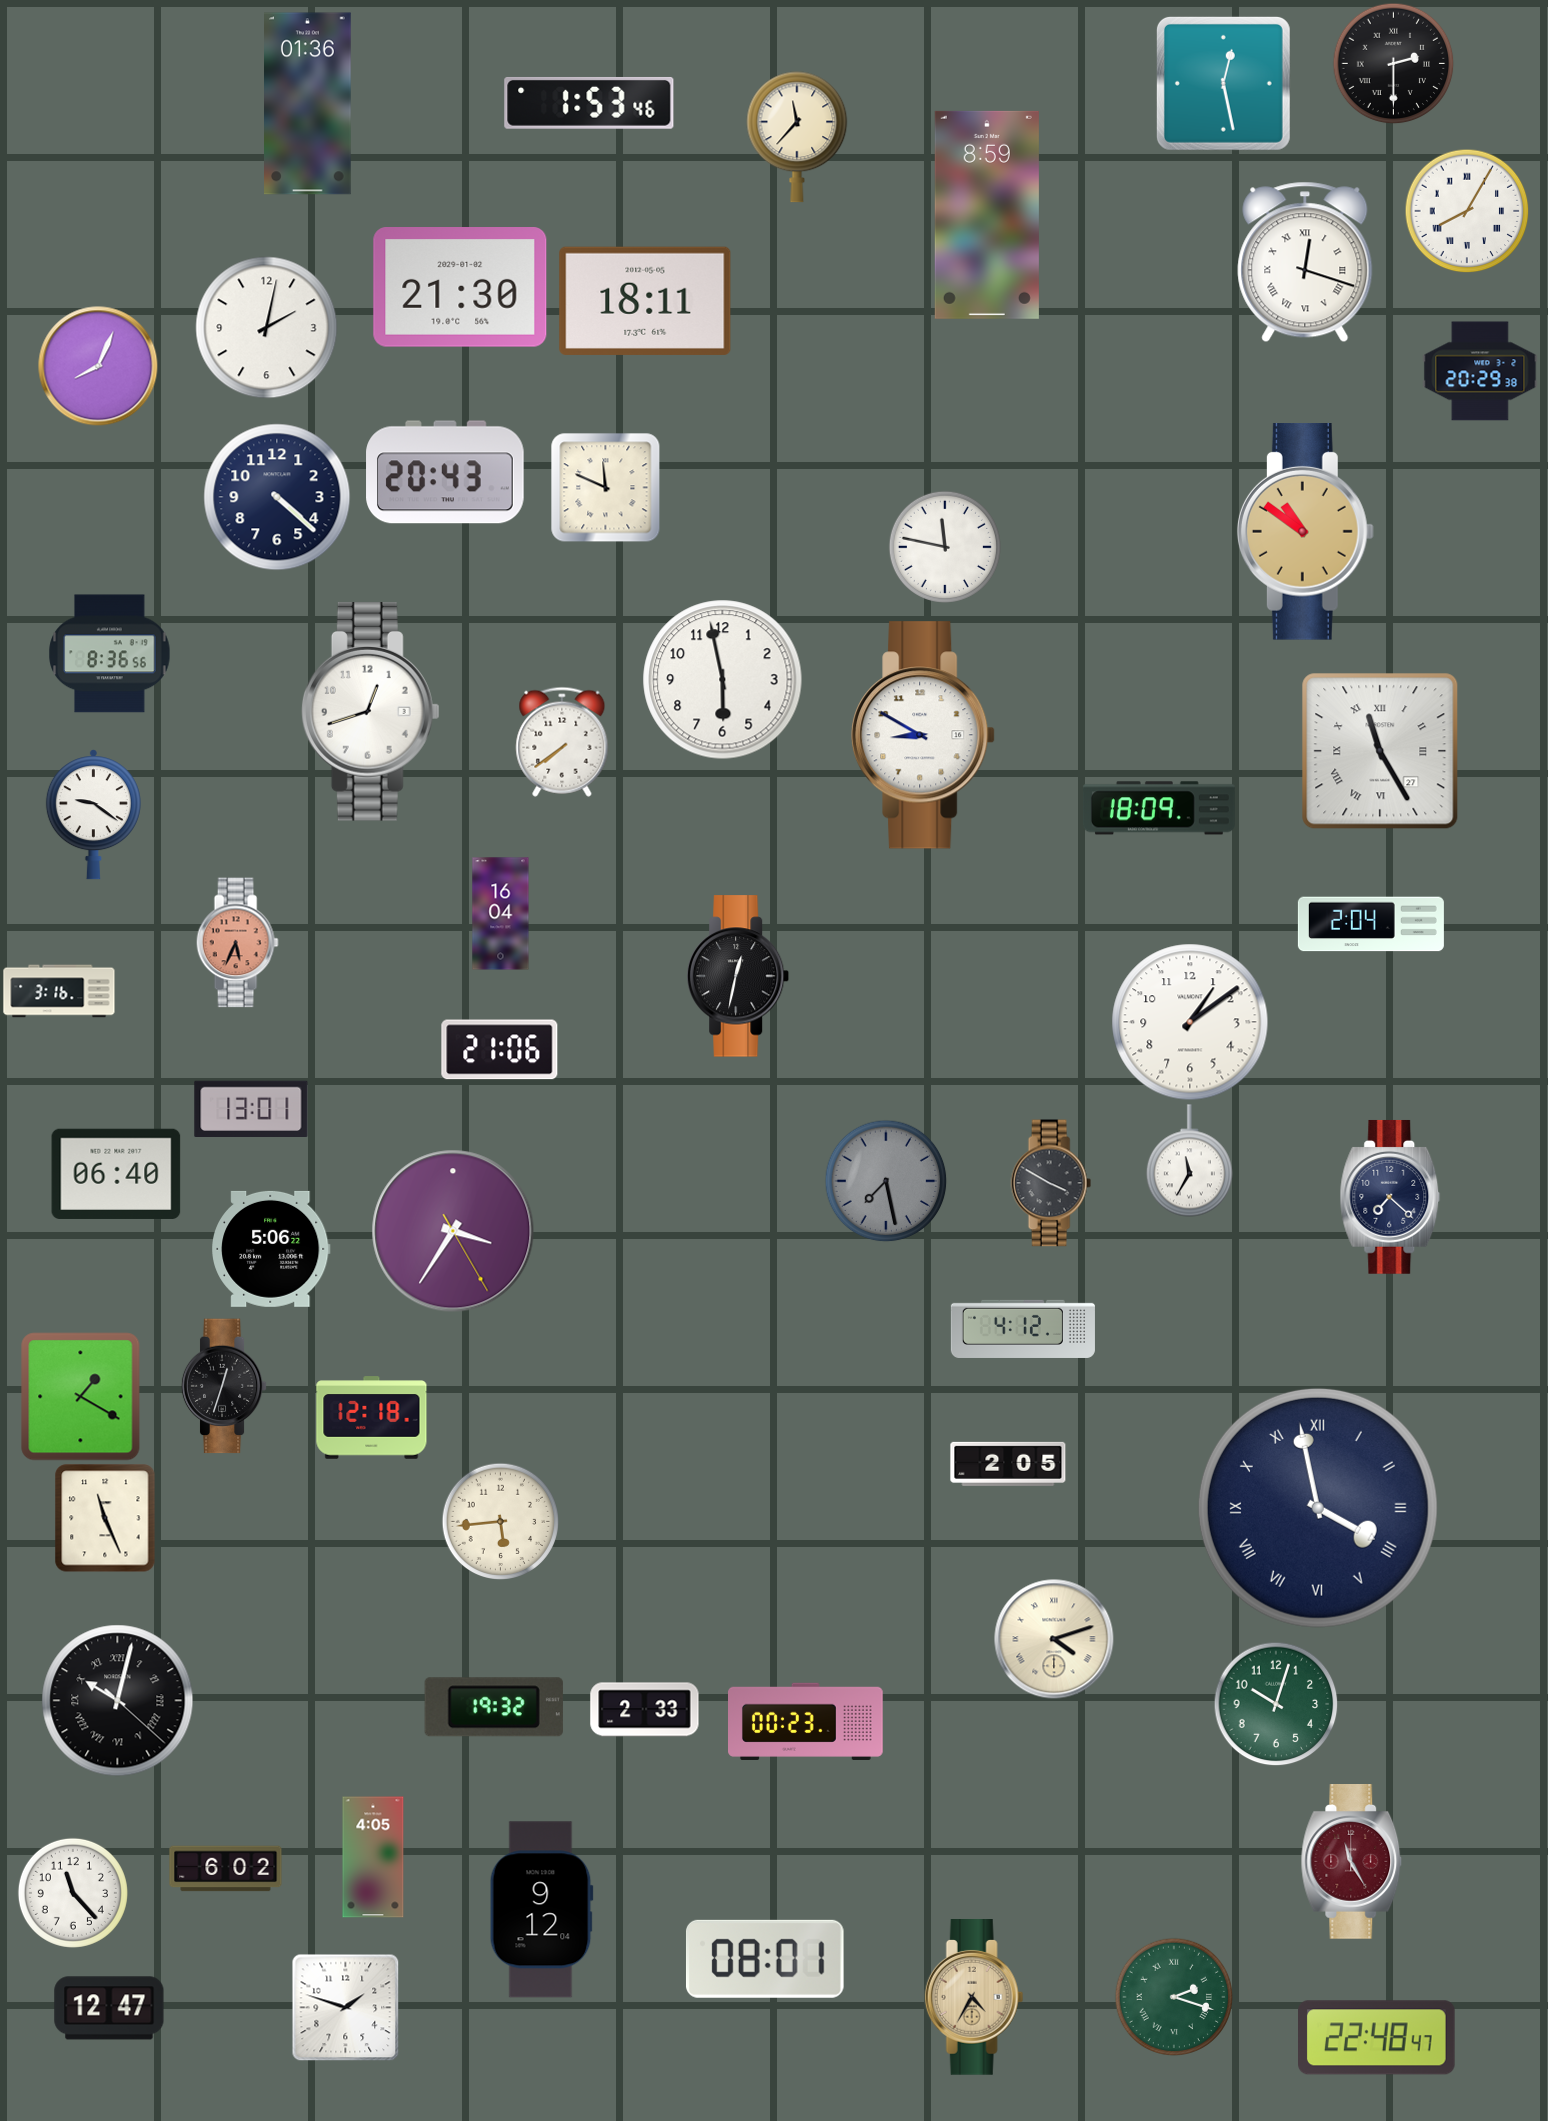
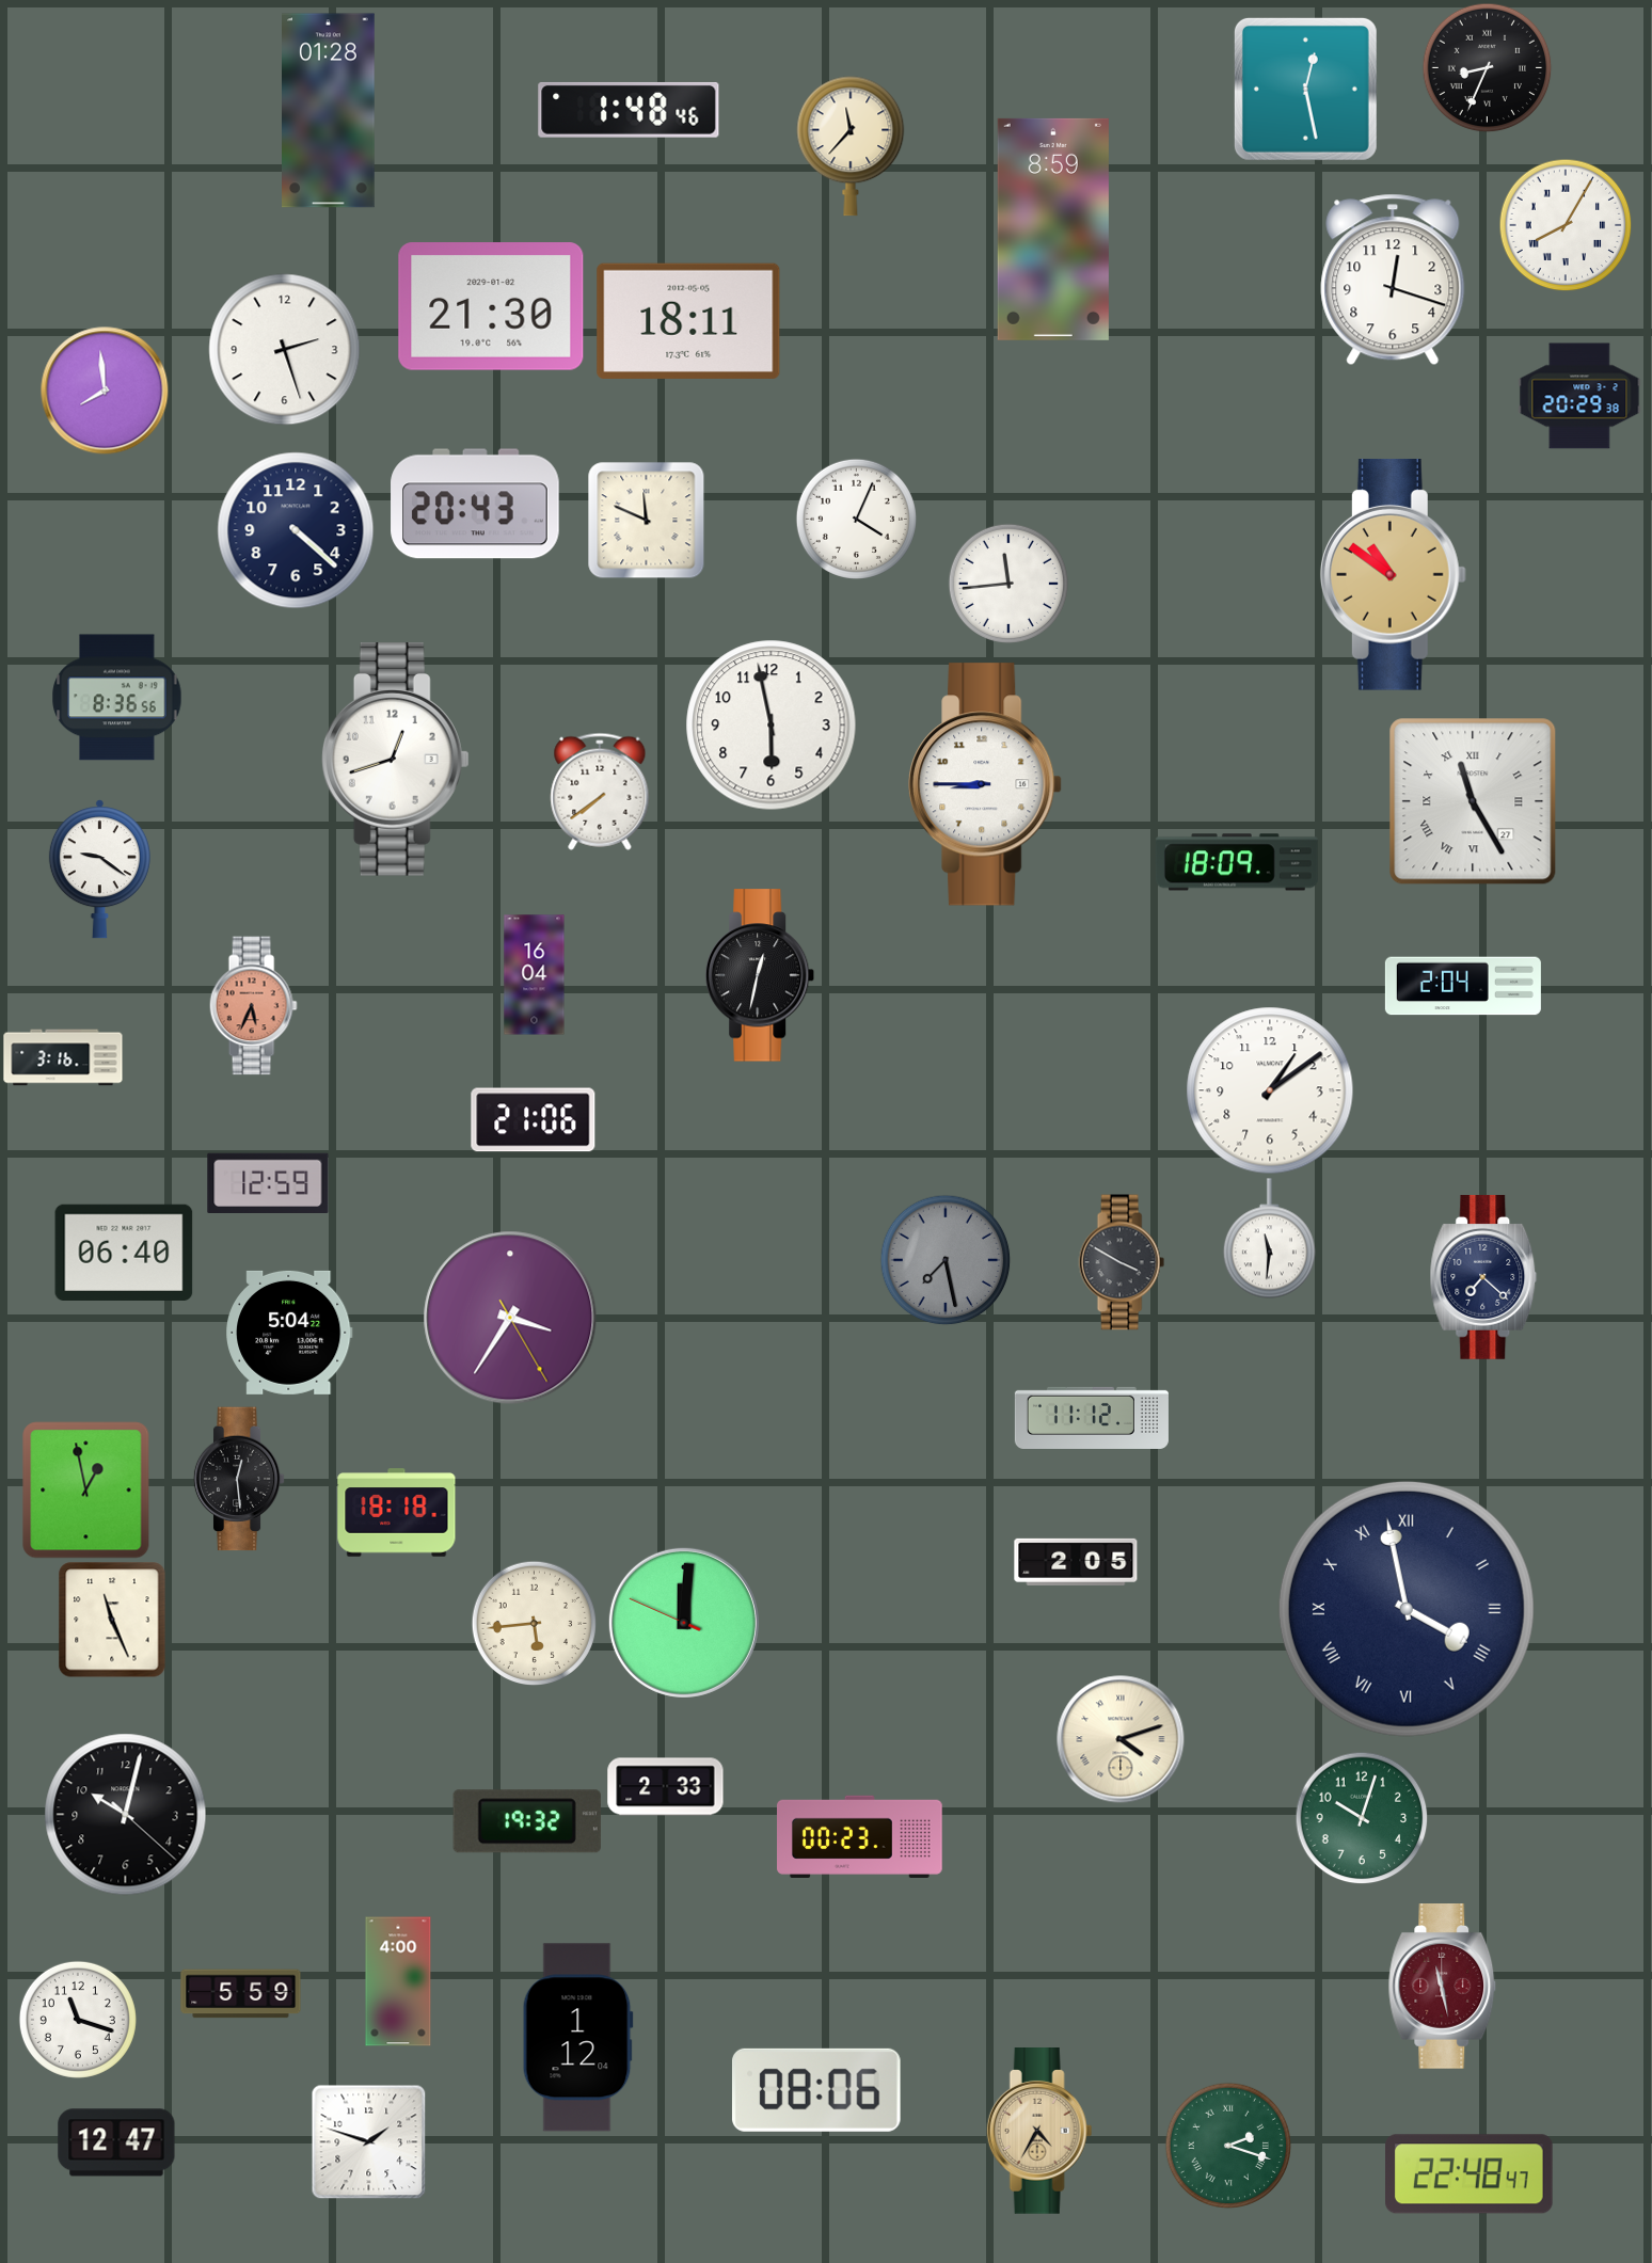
clock at (1393, 63): 2:30 -> 8:34
clock at (589, 103): 1:53 -> 1:48
clock at (308, 104): 01:36 -> 01:28
clock at (1305, 262) numerals: Roman -> Arabic
clock at (267, 328): 2:02 -> 2:27
clock at (98, 366): 8:04 -> 7:59
clock at (856, 519): none -> 4:04
clock at (1305, 532) position: (1305, 532) -> (1393, 575)
clock at (945, 547): 11:47 -> 11:44
clock at (923, 735): 8:50 -> 8:45
clock at (738, 976) position: (738, 976) -> (760, 975)
clock at (251, 1108): 13:01 -> 12:59
clock at (1189, 1161): 11:35 -> 11:31
clock at (453, 1231) position: (453, 1231) -> (510, 1318)
clock at (272, 1249): 5:06 -> 5:04
clock at (1023, 1329): 4:12 -> 11:12
clock at (224, 1386): 12:33 -> 12:29
clock at (81, 1397): 1:20 -> 12:58
clock at (372, 1418): 12:18 -> 18:18
clock at (684, 1623): none -> 12:00
clock at (1054, 1639) position: (1054, 1639) -> (1121, 1739)
clock at (118, 1701) numerals: Roman -> Arabic
clock at (645, 1710) position: (645, 1710) -> (666, 1787)
clock at (373, 1857): 4:05 -> 4:00
clock at (1352, 1862): 11:25 -> 11:28
clock at (226, 1869): 6:02 -> 5:59
clock at (73, 1893): 11:23 -> 11:18
clock at (541, 1910): 9:12 -> 1:12
clock at (765, 1959): 08:01 -> 08:06
clock at (1174, 1997) position: (1174, 1997) -> (1228, 2146)
